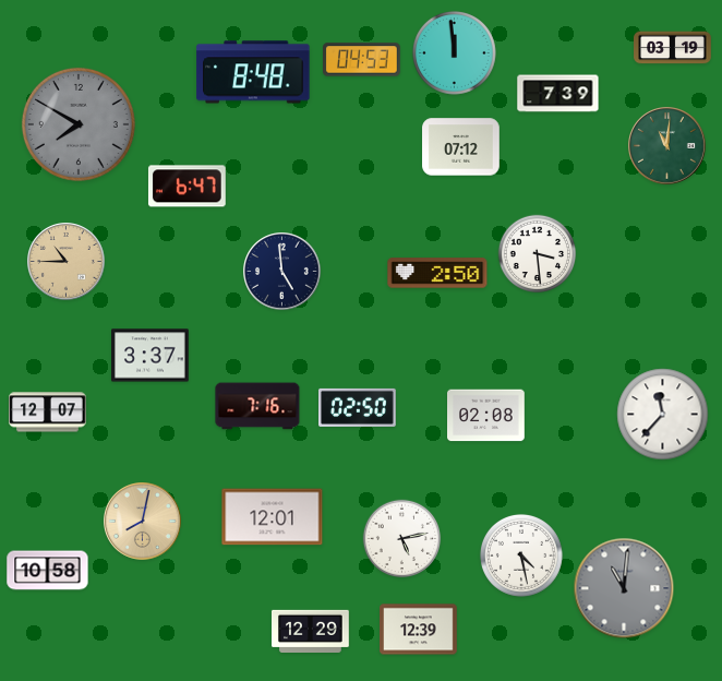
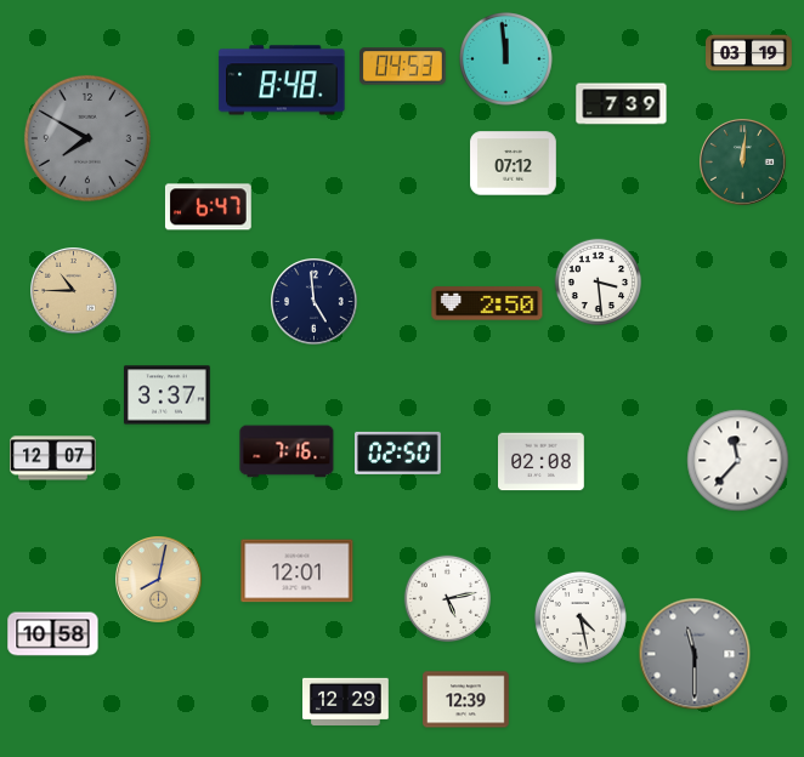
clock at (667, 146): 11:01 -> 12:01
clock at (273, 517) position: (273, 517) -> (298, 571)
clock at (624, 588): 11:01 -> 11:30
